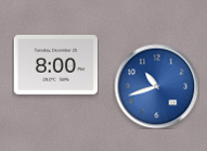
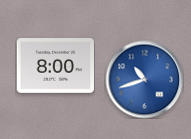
clock at (55, 65) position: (55, 65) -> (55, 66)
